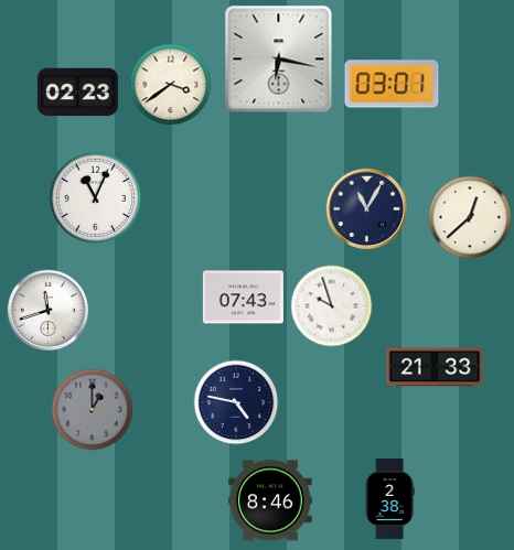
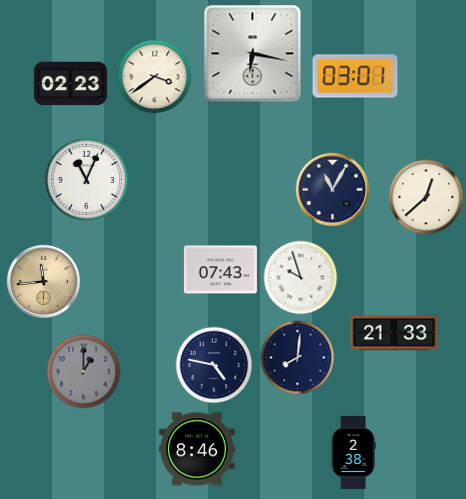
clock at (47, 310): 11:42 -> 11:44
clock at (47, 310) dial: white -> champagne
clock at (298, 358): none -> 8:01
clock at (270, 500) position: (270, 500) -> (197, 449)
